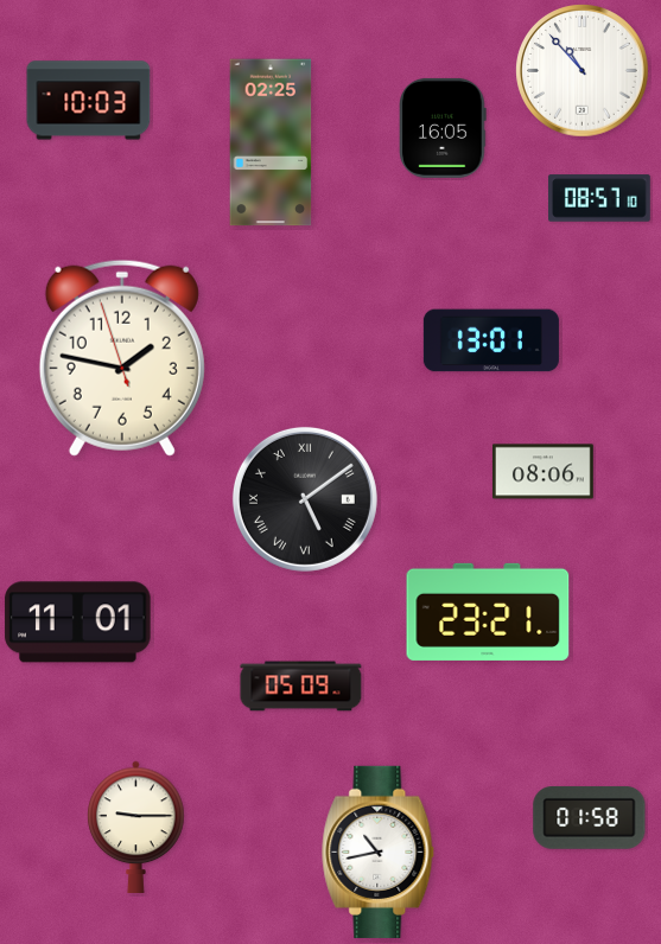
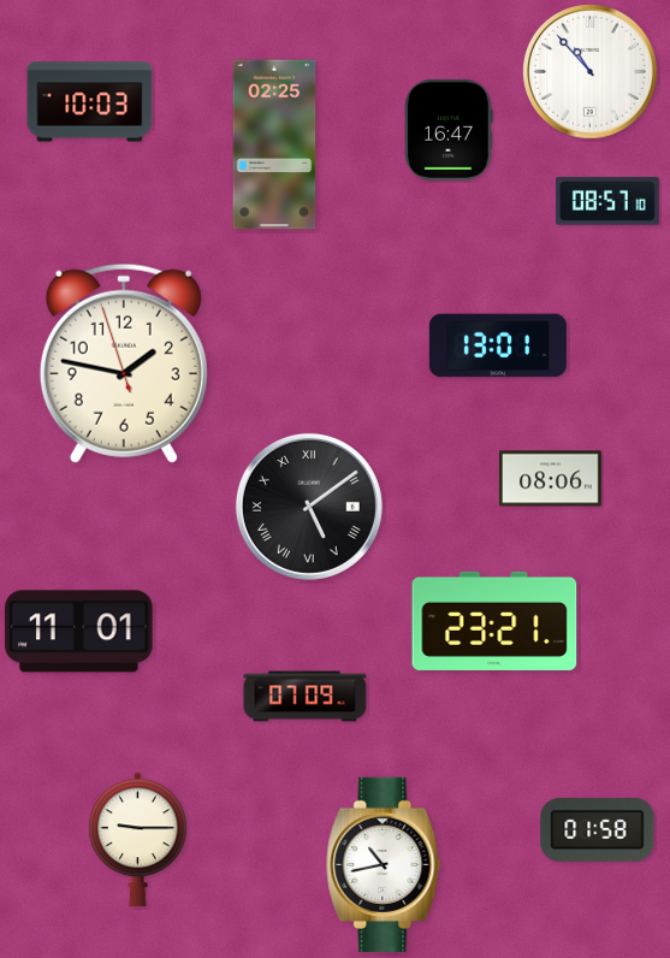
clock at (443, 128): 16:05 -> 16:47
clock at (301, 687): 05:09 -> 07:09
